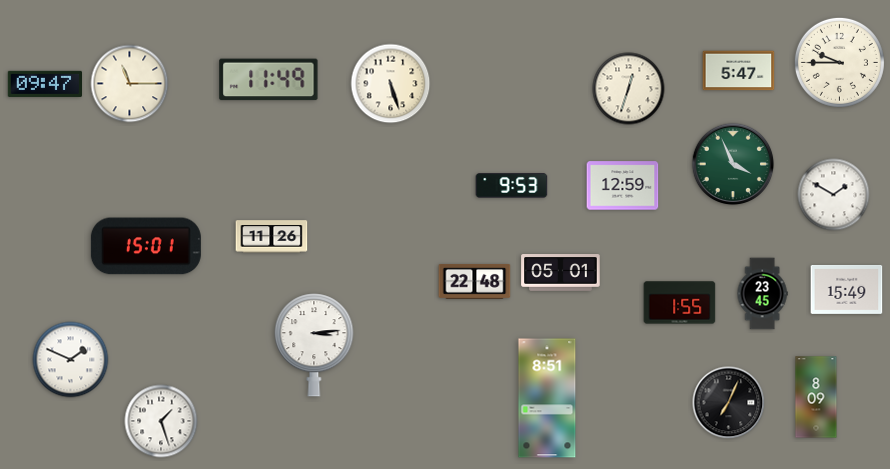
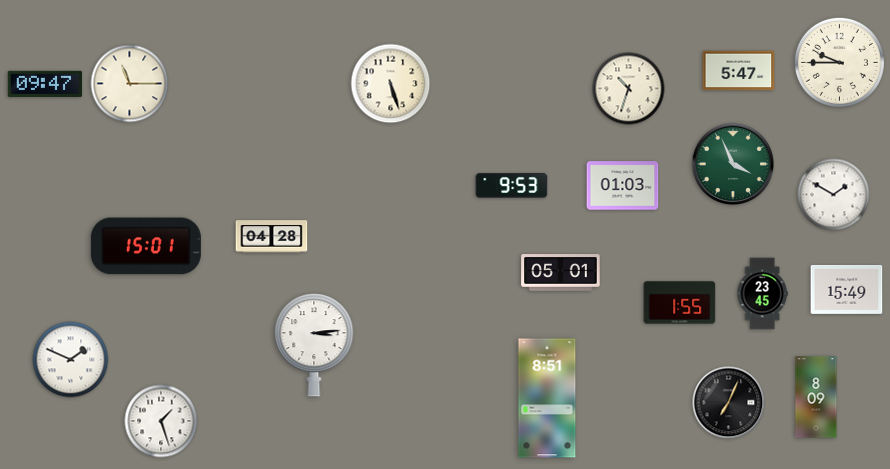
clock at (269, 80): 11:49 -> none
clock at (629, 89): 12:33 -> 10:33
clock at (623, 186): 12:59 -> 01:03
clock at (272, 237): 11:26 -> 04:28
clock at (475, 281): 22:48 -> none
